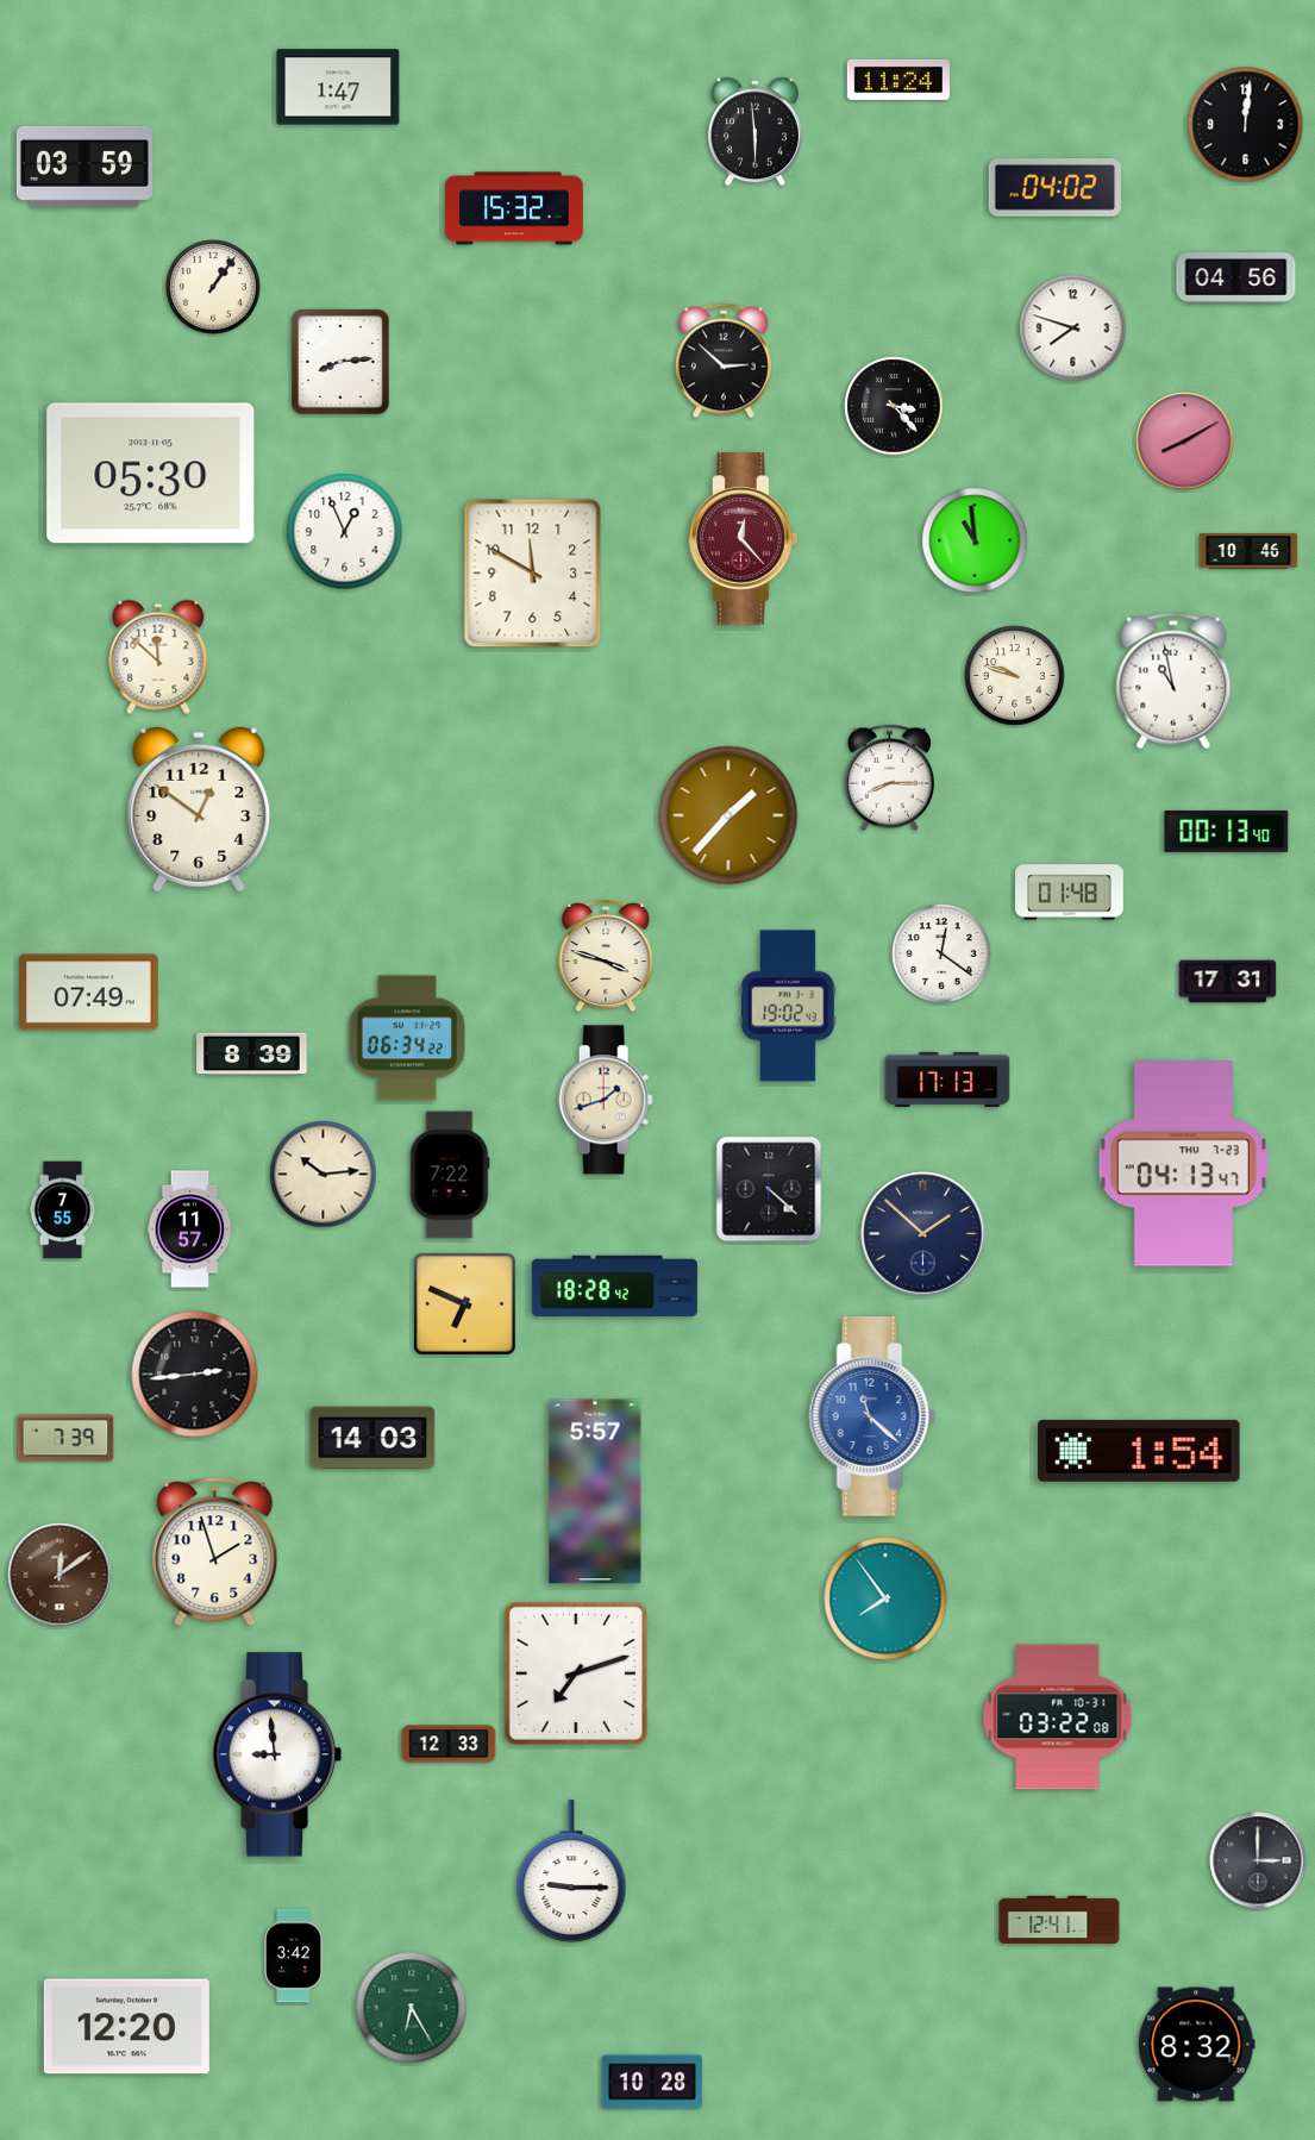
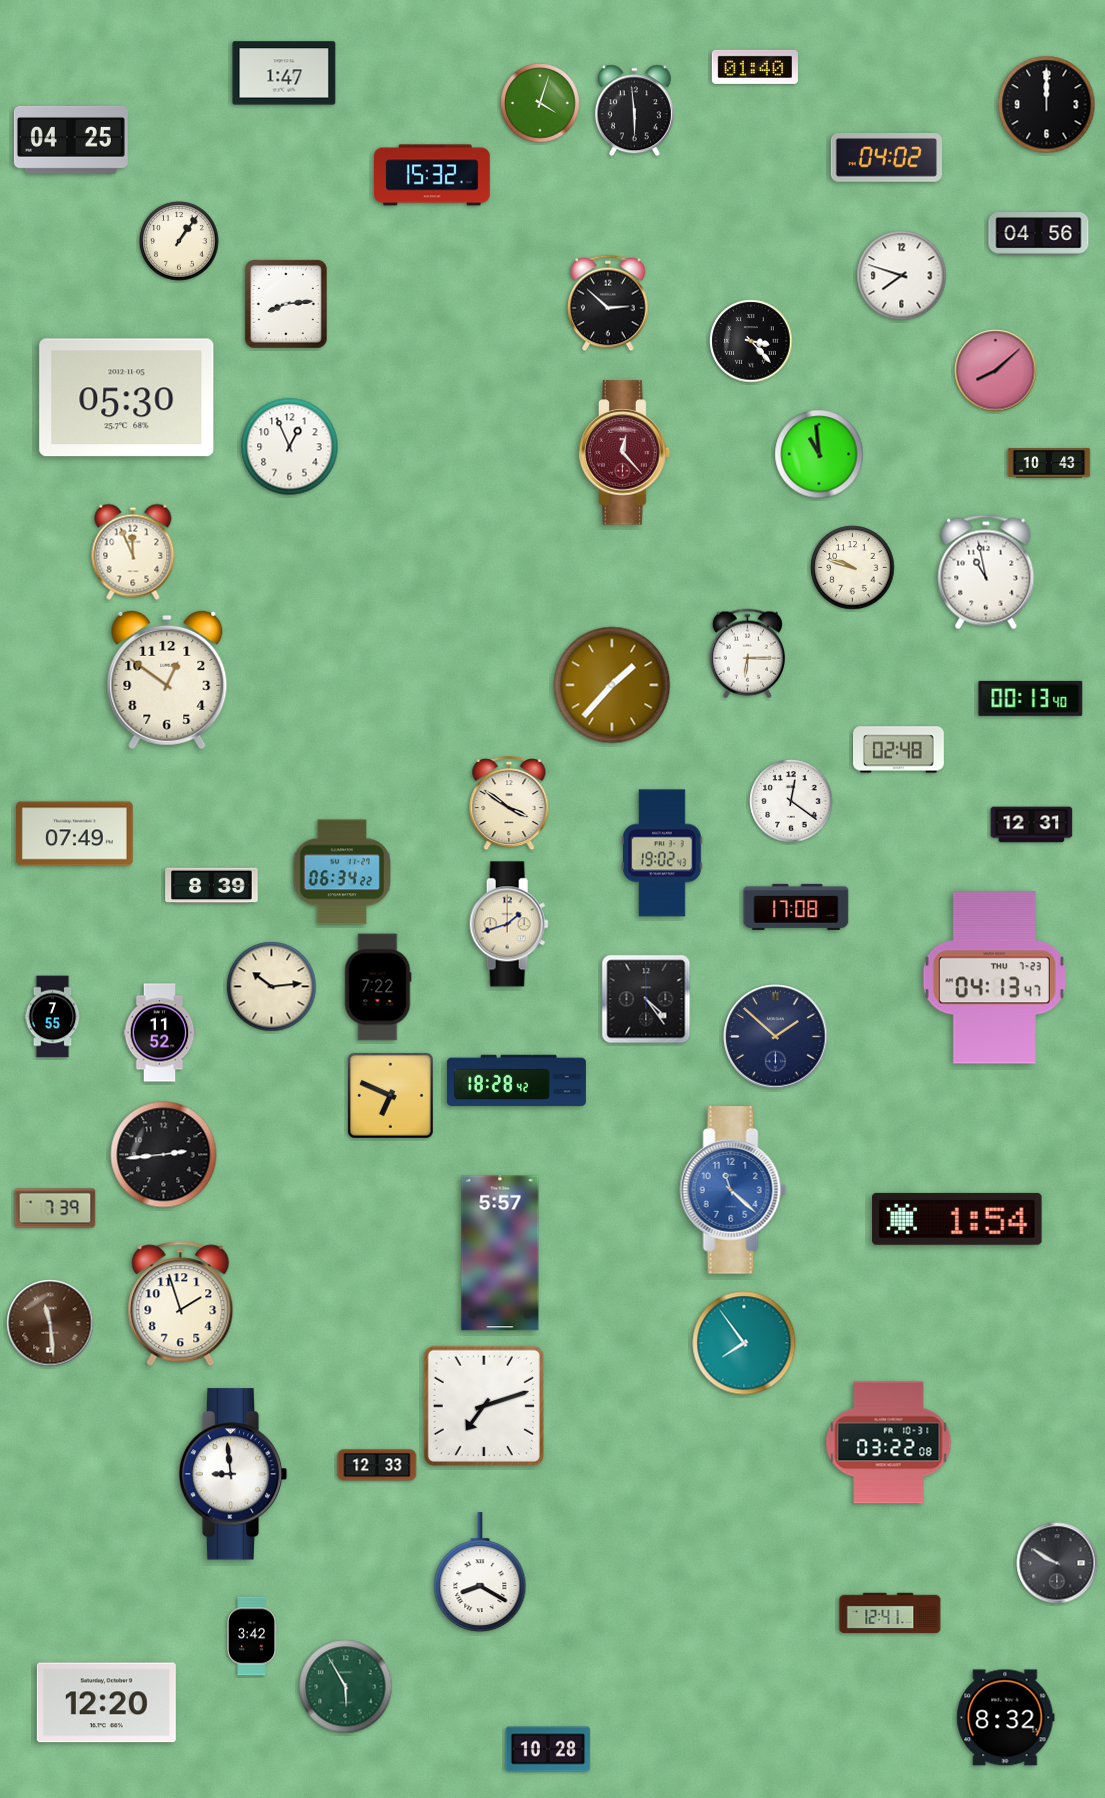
clock at (898, 80): 11:24 -> 01:40
clock at (540, 103): none -> 4:03
clock at (1246, 125): 12:01 -> 12:00
clock at (84, 167): 03:59 -> 04:25
clock at (1185, 442): 8:10 -> 8:08
clock at (1248, 551): 10:46 -> 10:43
clock at (533, 574): 11:50 -> none
clock at (158, 657): 11:52 -> 11:56
clock at (889, 778): 8:15 -> 6:15
clock at (1070, 893): 01:48 -> 02:48
clock at (606, 957): 3:48 -> 3:51
clock at (1228, 982): 17:31 -> 12:31
clock at (789, 1006) position: (789, 1006) -> (663, 853)
clock at (947, 1080): 17:13 -> 17:08
clock at (769, 1189): 4:22 -> 4:24
clock at (190, 1229): 11:57 -> 11:52
clock at (372, 1438): 14:03 -> none
clock at (60, 1575): 12:09 -> 11:29
clock at (1258, 1860): 3:00 -> 9:50
clock at (571, 1872): 9:15 -> 8:20
clock at (294, 1956) position: (294, 1956) -> (252, 1636)
clock at (412, 2008): 6:25 -> 5:55
